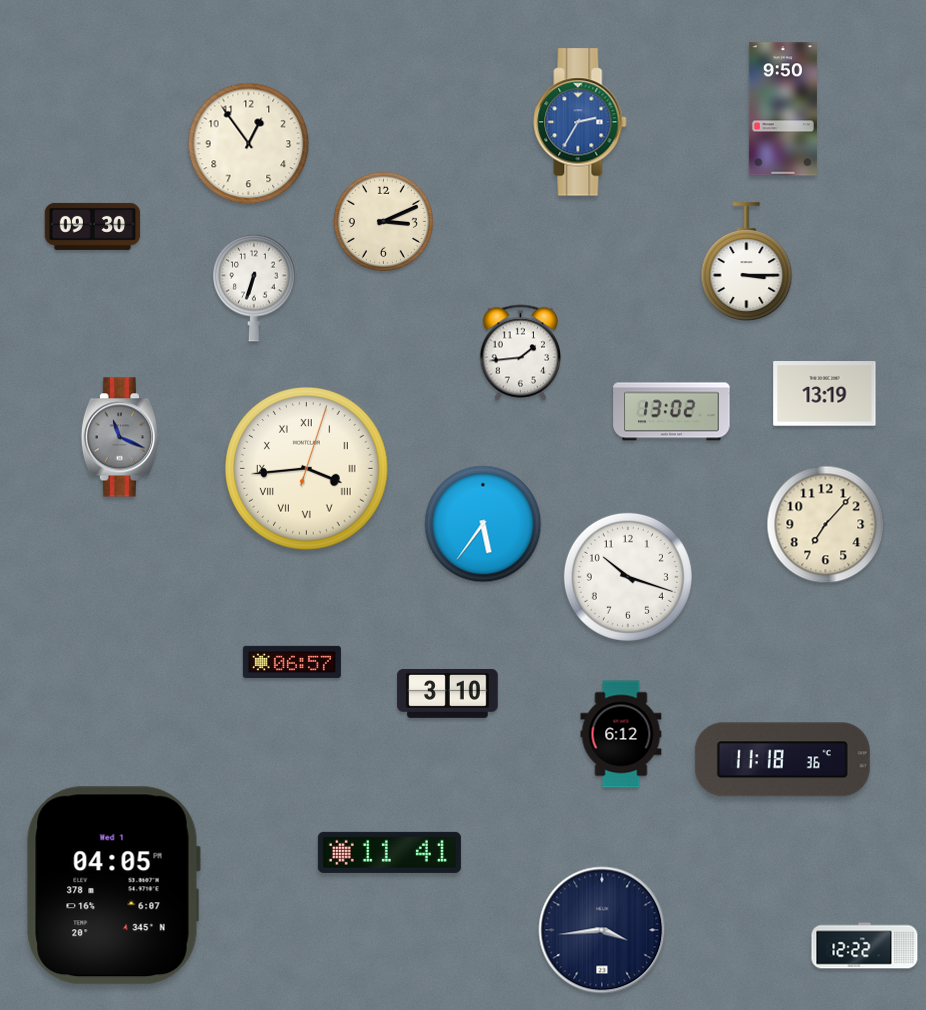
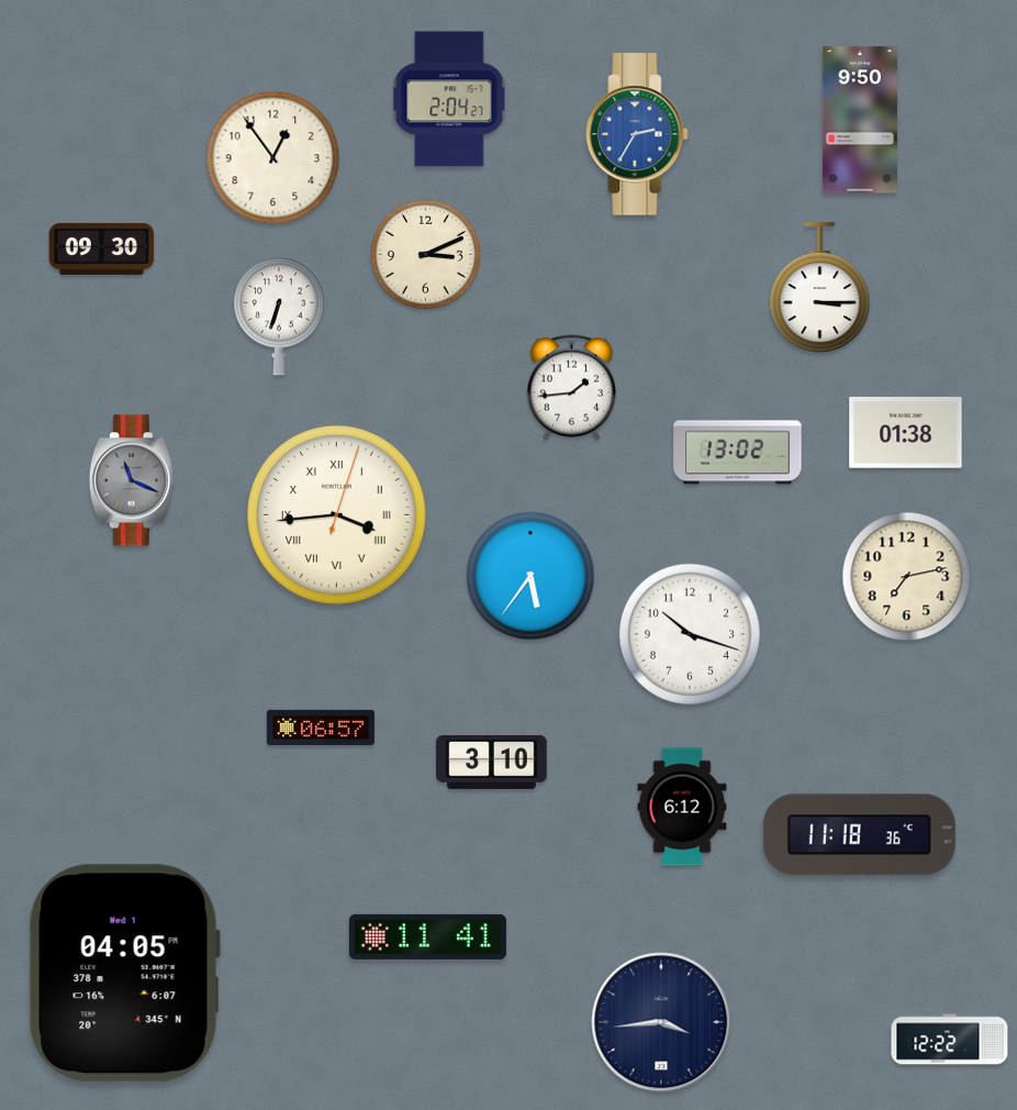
clock at (449, 99): none -> 2:04
clock at (383, 221) position: (383, 221) -> (425, 254)
clock at (825, 394): 13:19 -> 01:38
clock at (826, 525): 7:07 -> 7:13
